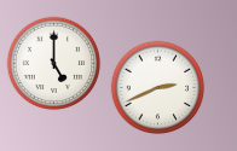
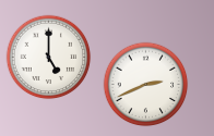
clock at (157, 87) position: (157, 87) -> (145, 84)
